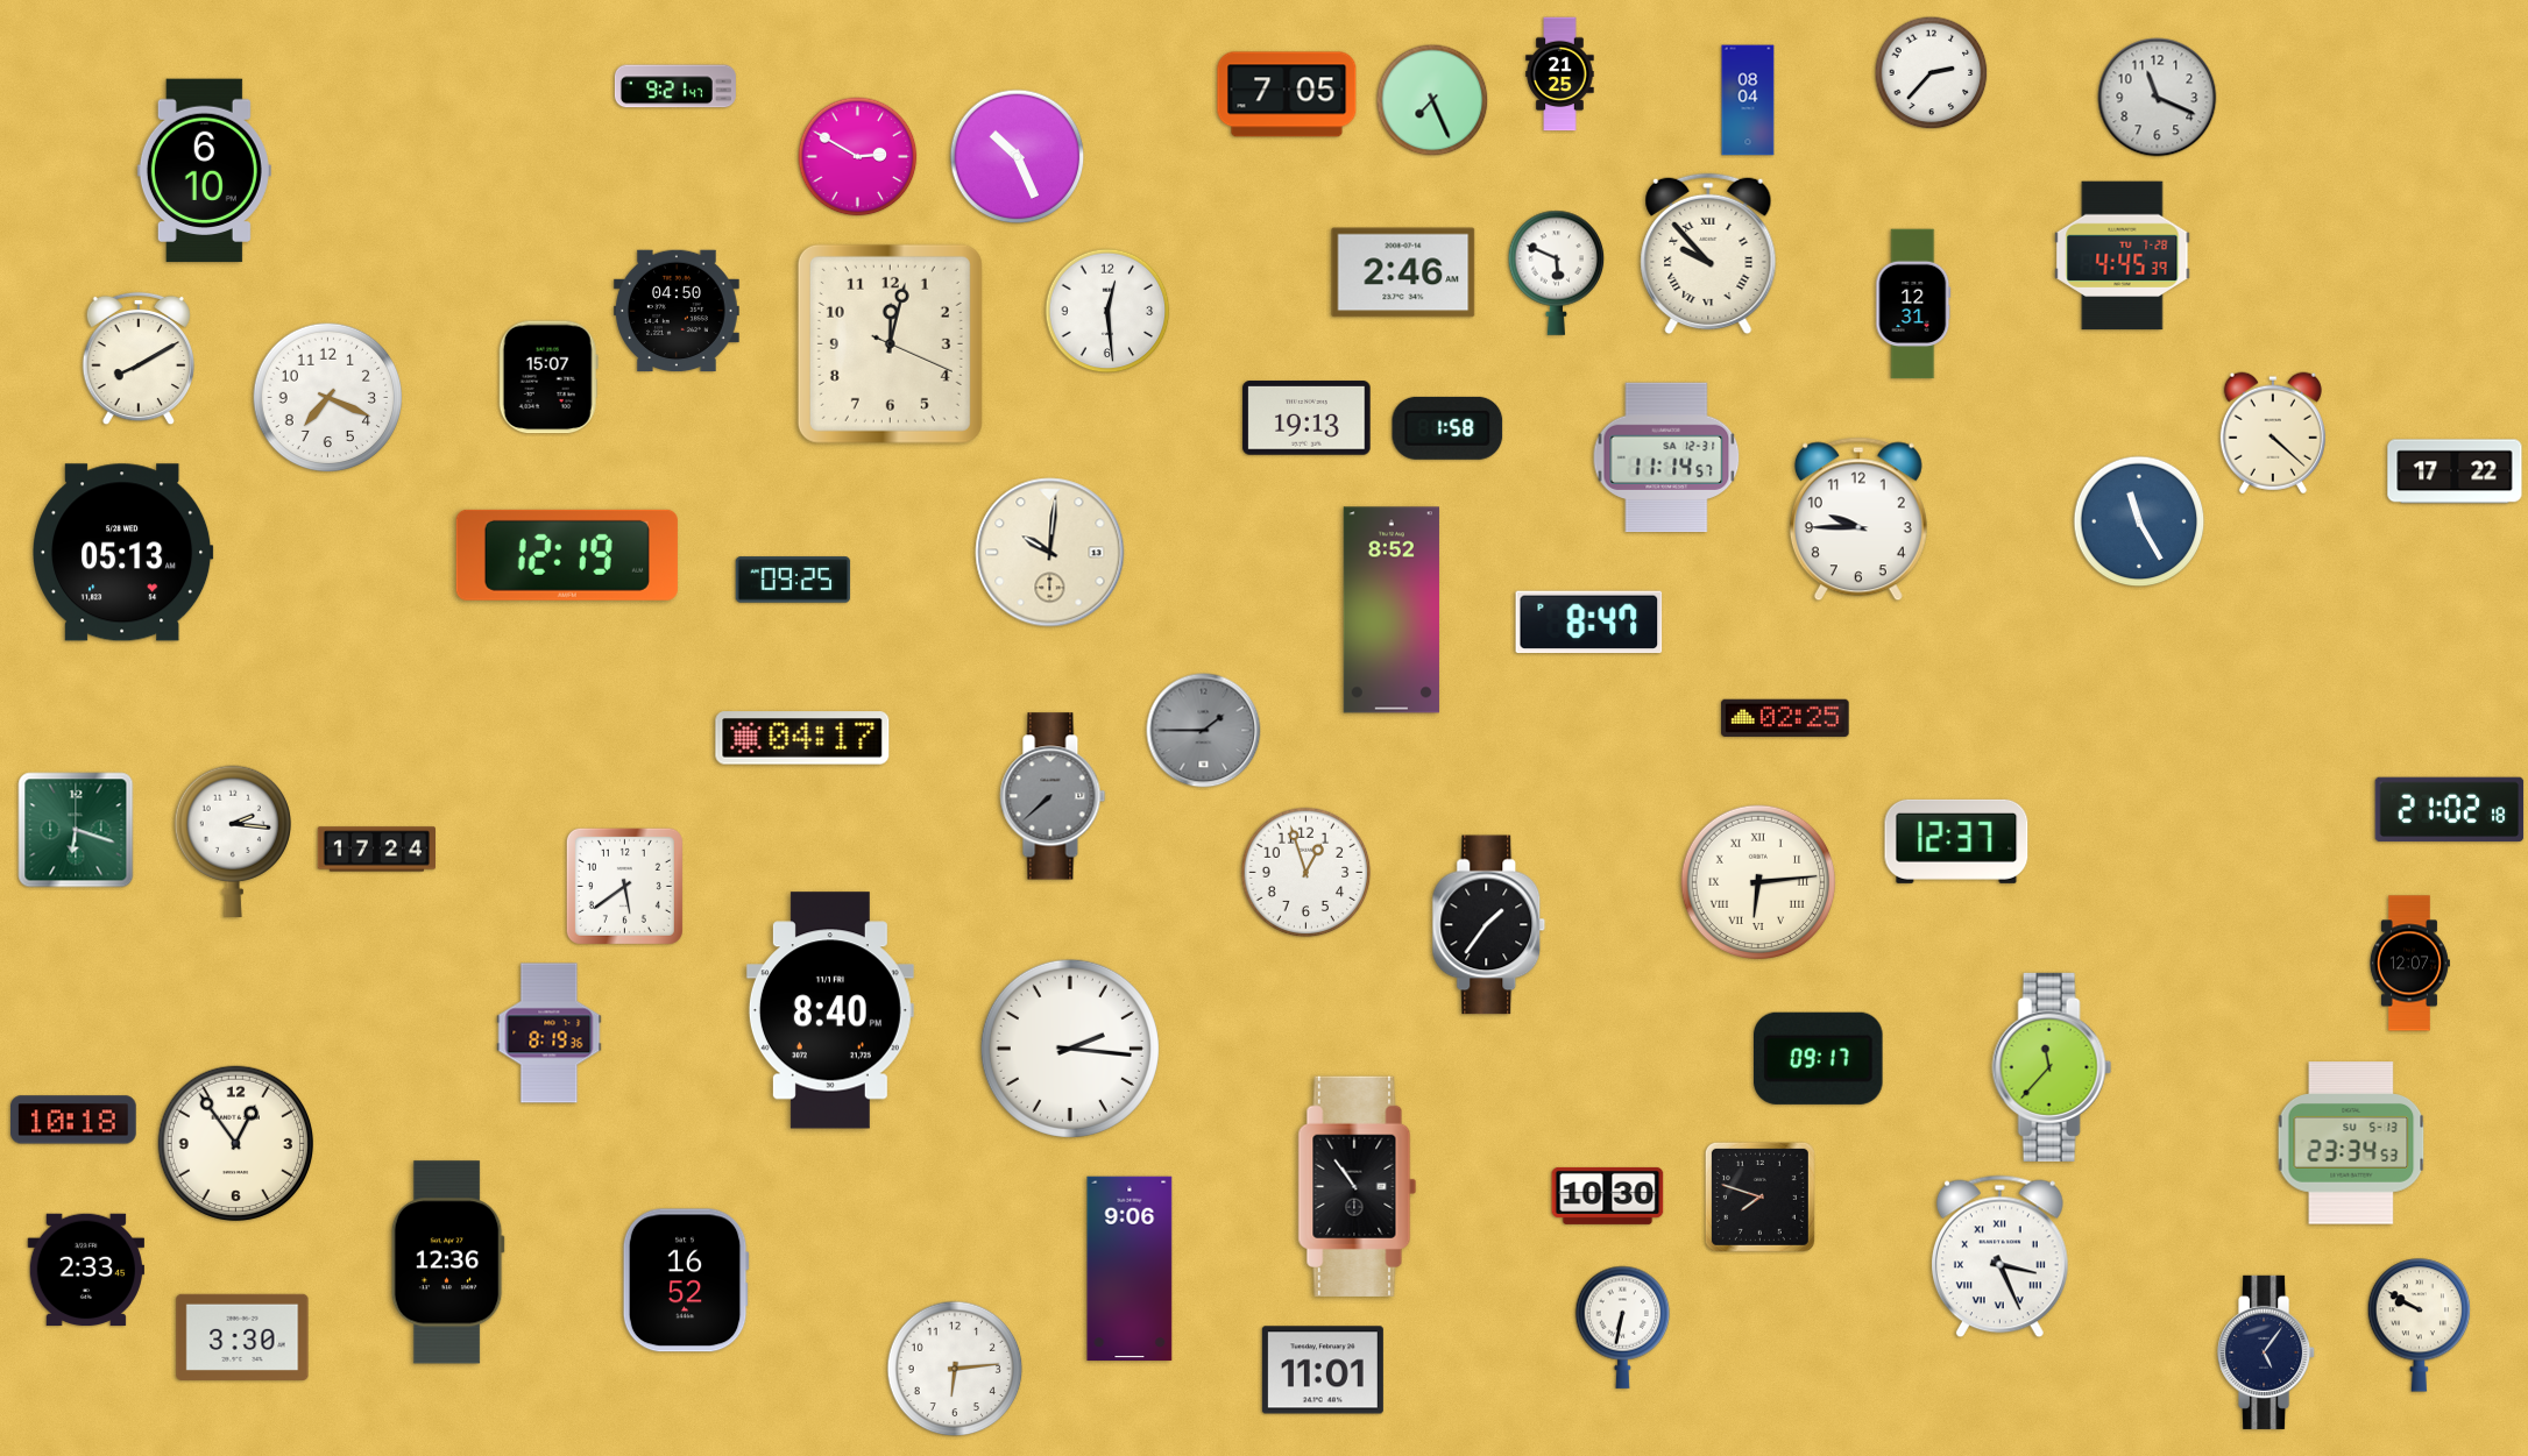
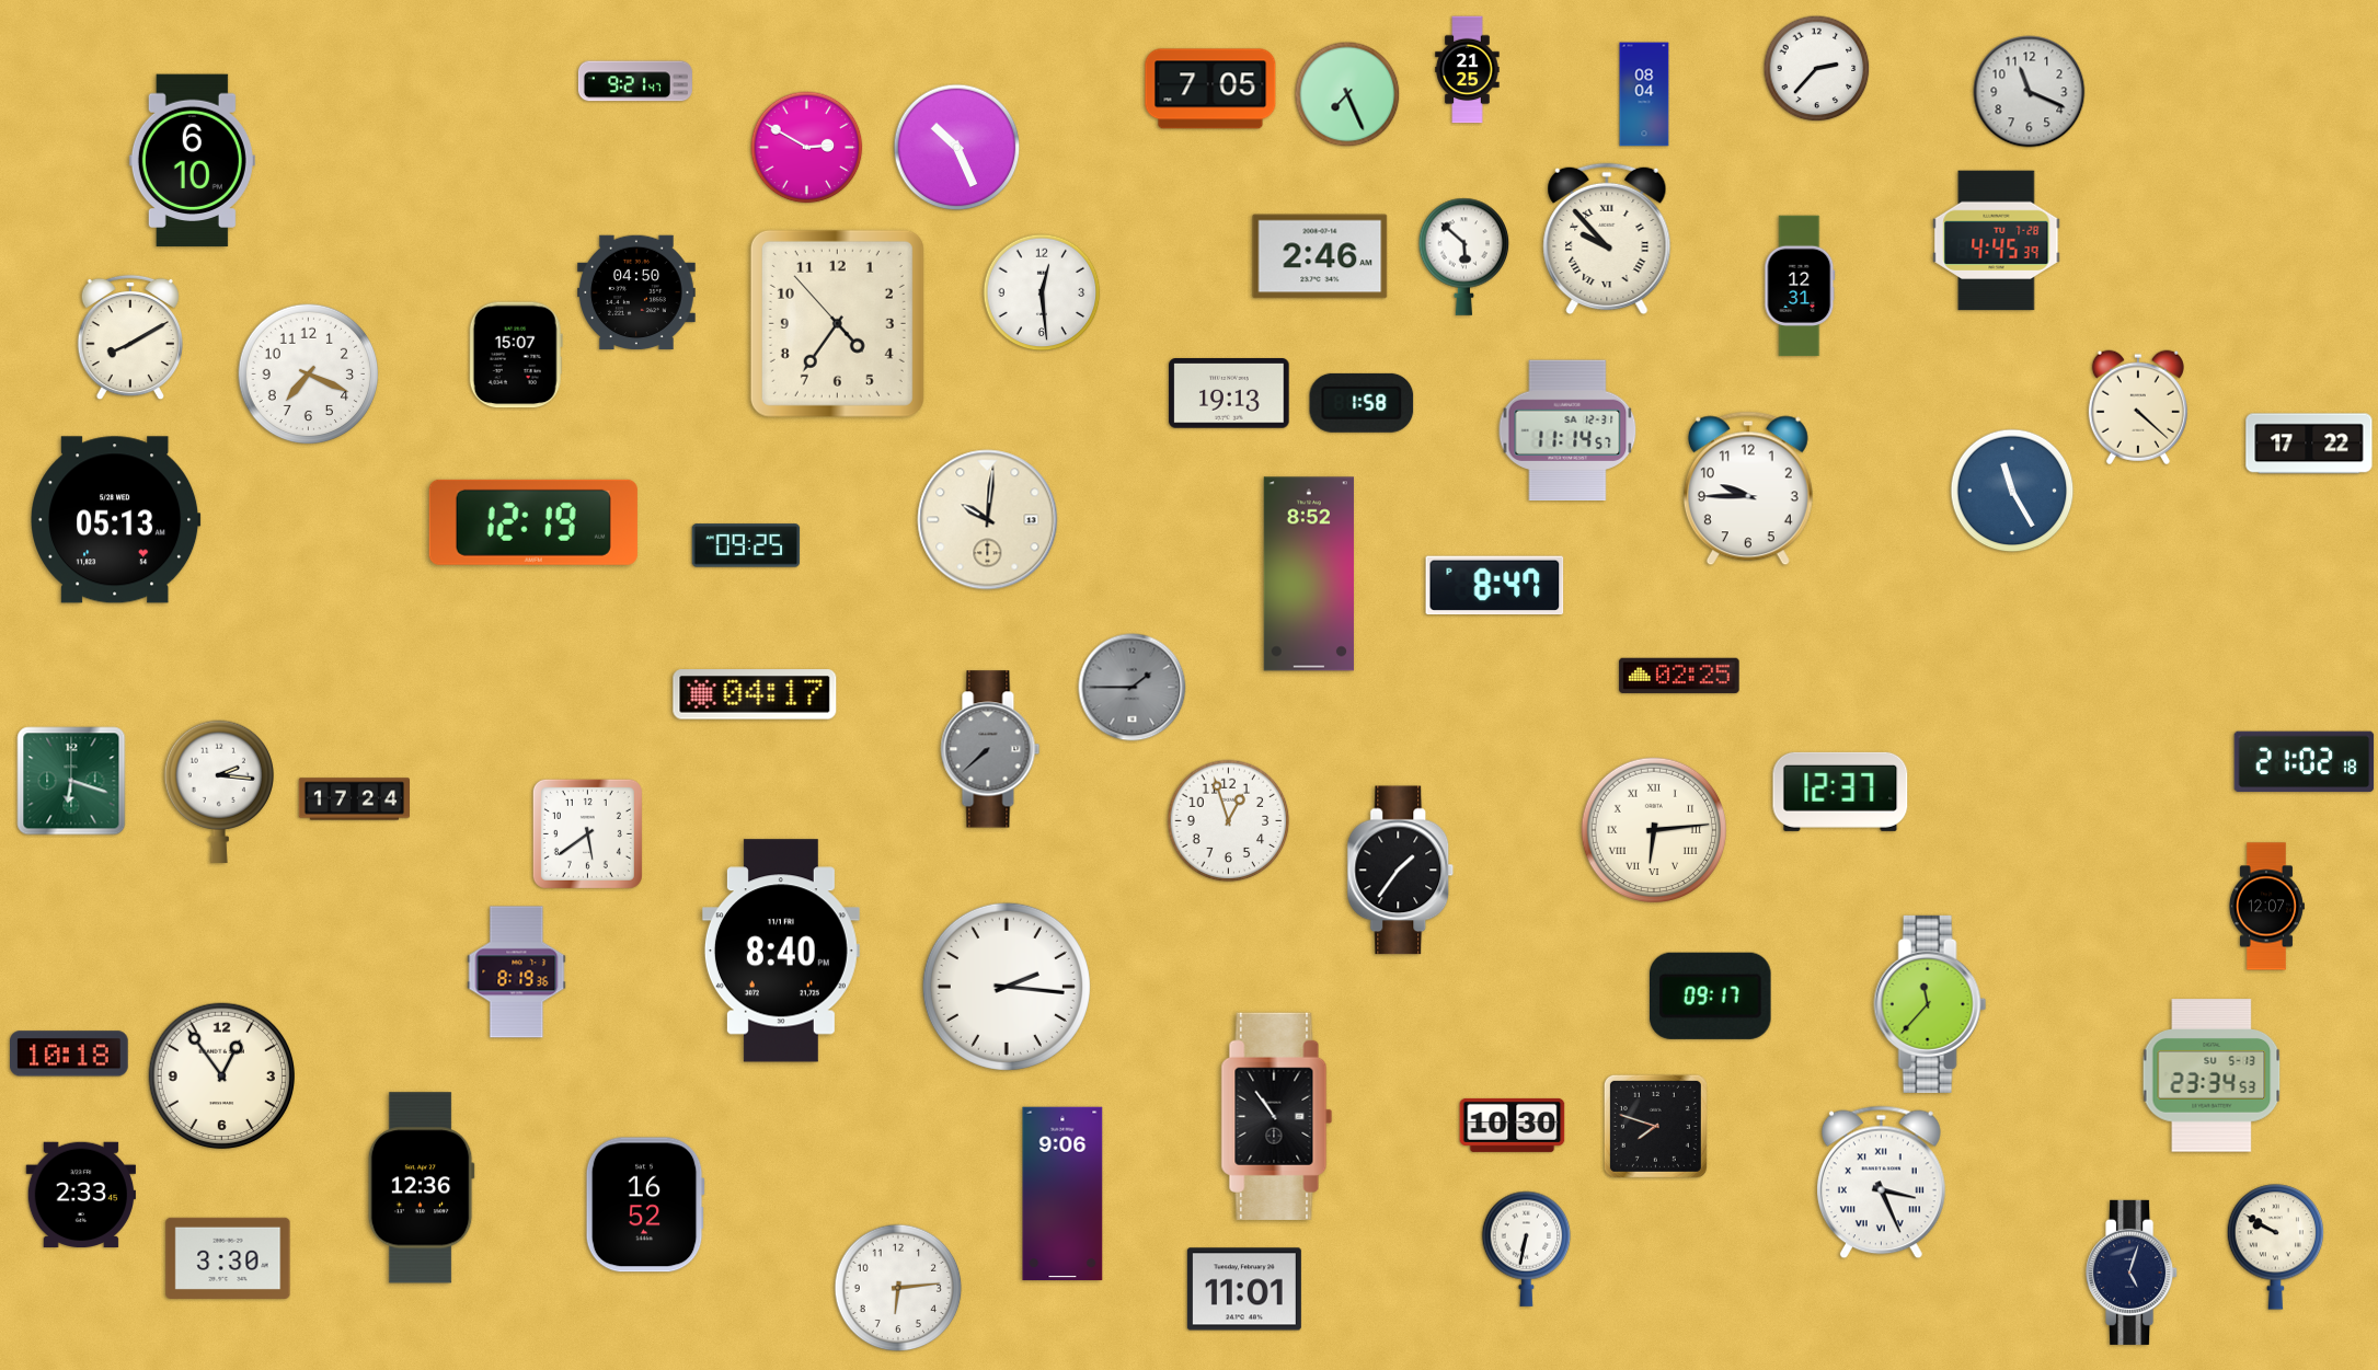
clock at (1557, 272): 5:49 -> 5:52
clock at (890, 343): 12:02 -> 4:35
clock at (2267, 1352): 5:06 -> 5:03
